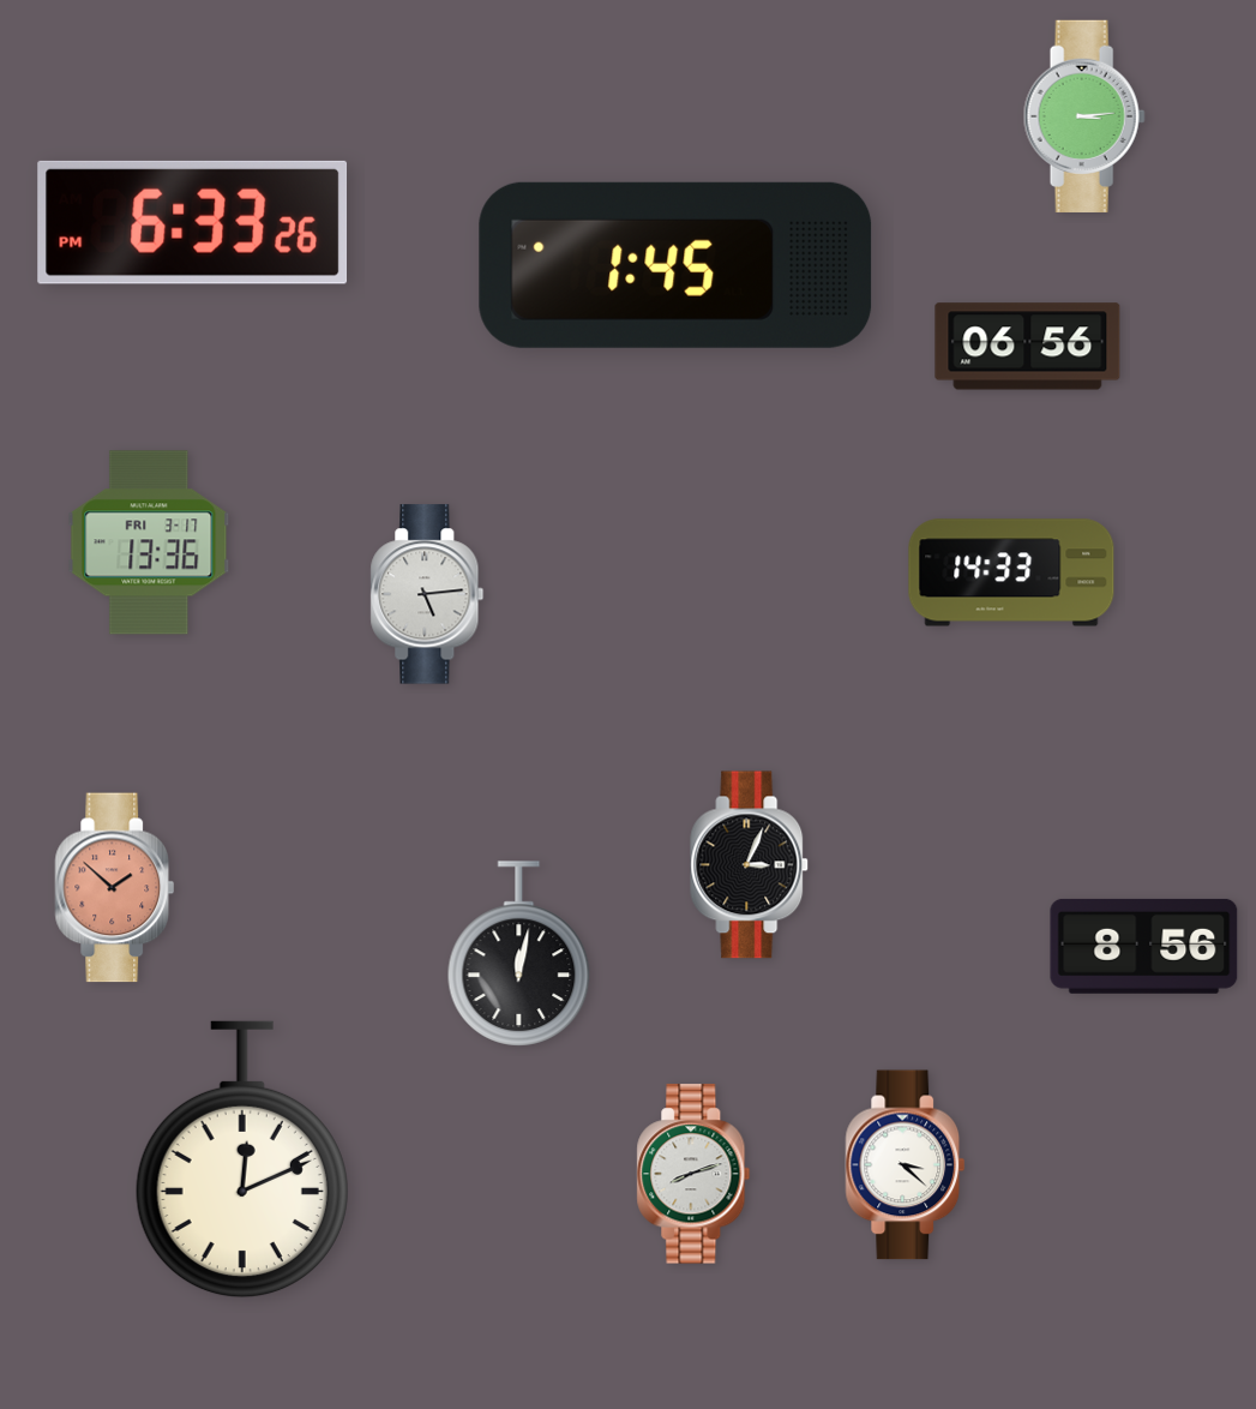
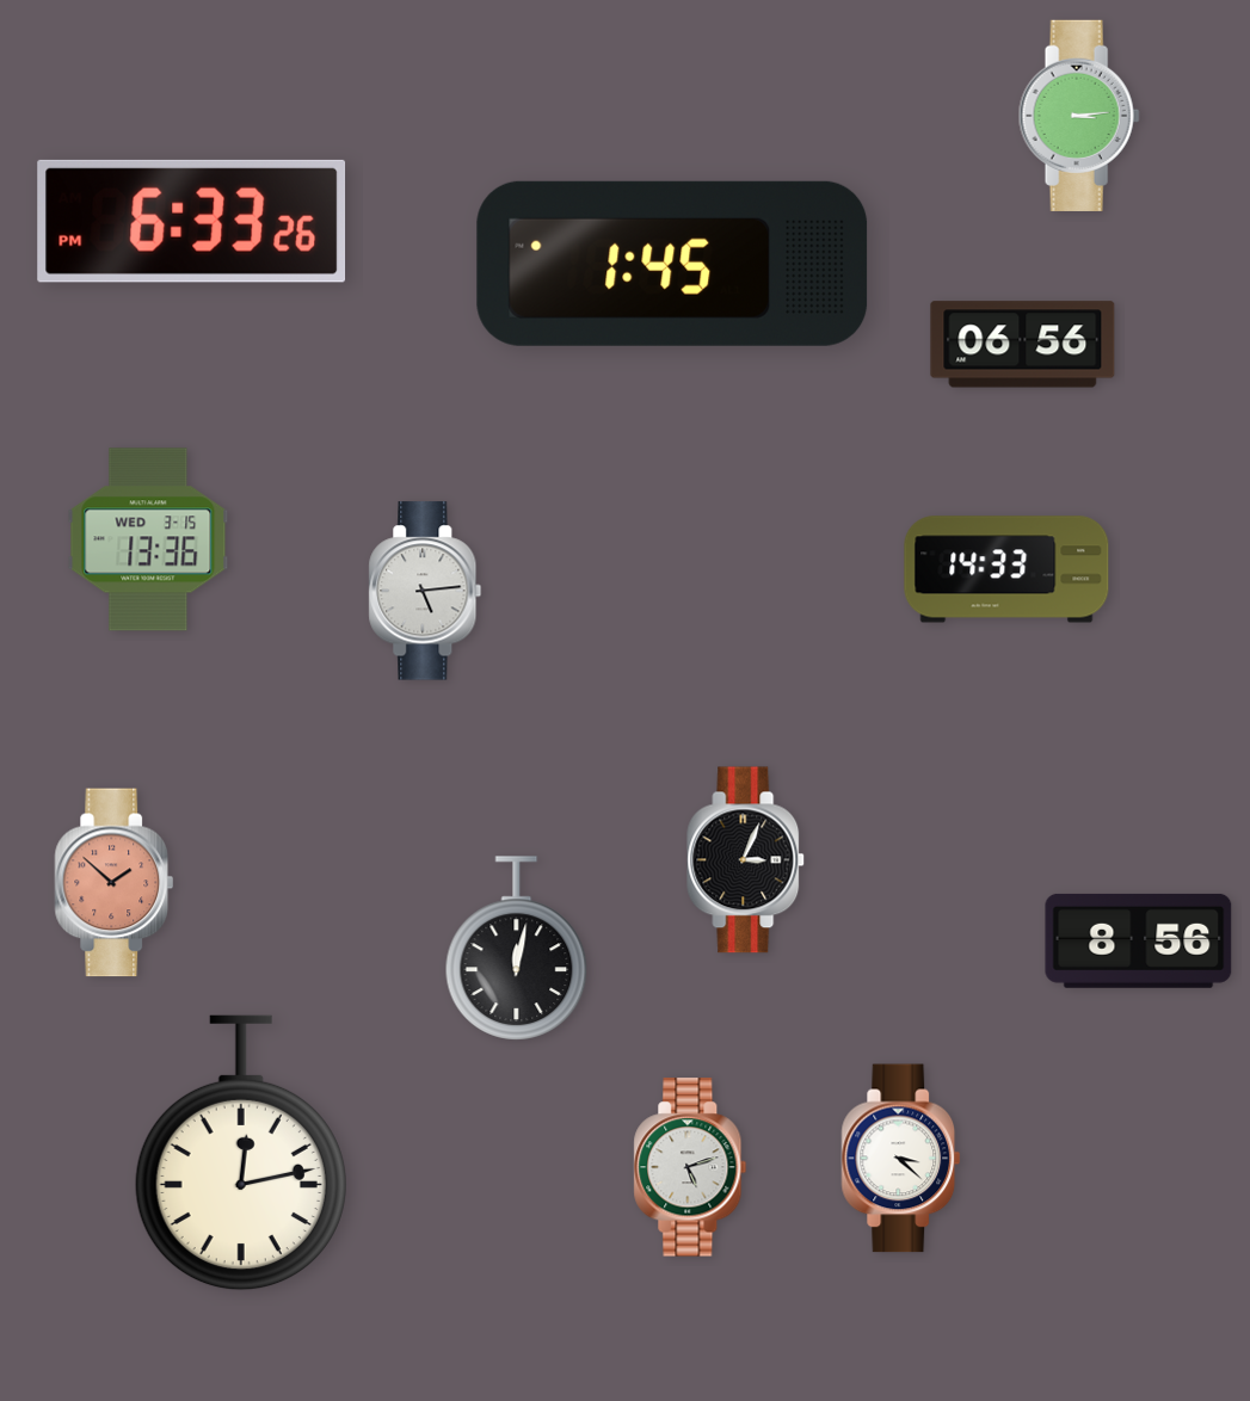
clock at (149, 542) date: FRI 3-17 -> WED 3-15
clock at (242, 1159): 12:11 -> 12:13
clock at (693, 1174): 8:12 -> 5:12
